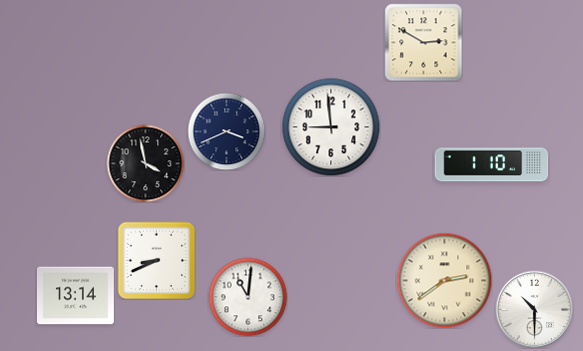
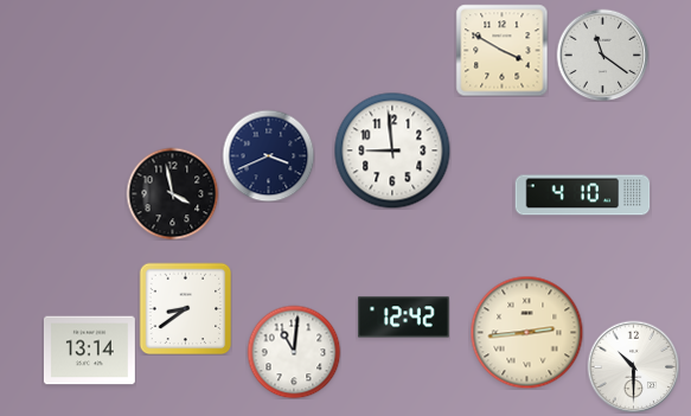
clock at (423, 42): 2:50 -> 3:50
clock at (602, 55): none -> 11:21
clock at (492, 165): 1:10 -> 4:10
clock at (156, 260): 8:41 -> 8:39
clock at (403, 318): none -> 12:42
clock at (444, 280): 2:39 -> 2:44
